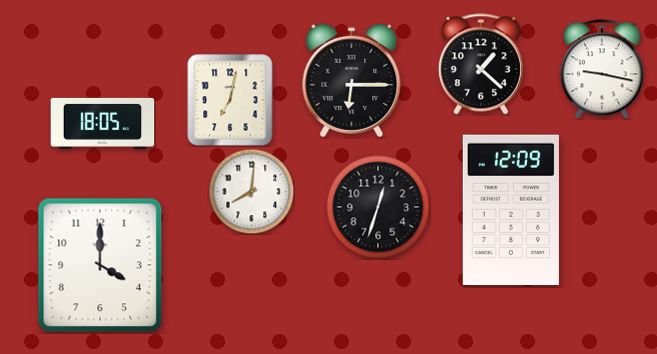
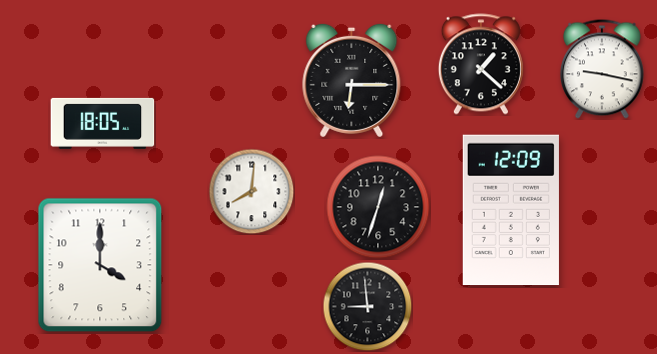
clock at (230, 100): 7:02 -> none
clock at (367, 306): none -> 8:59
